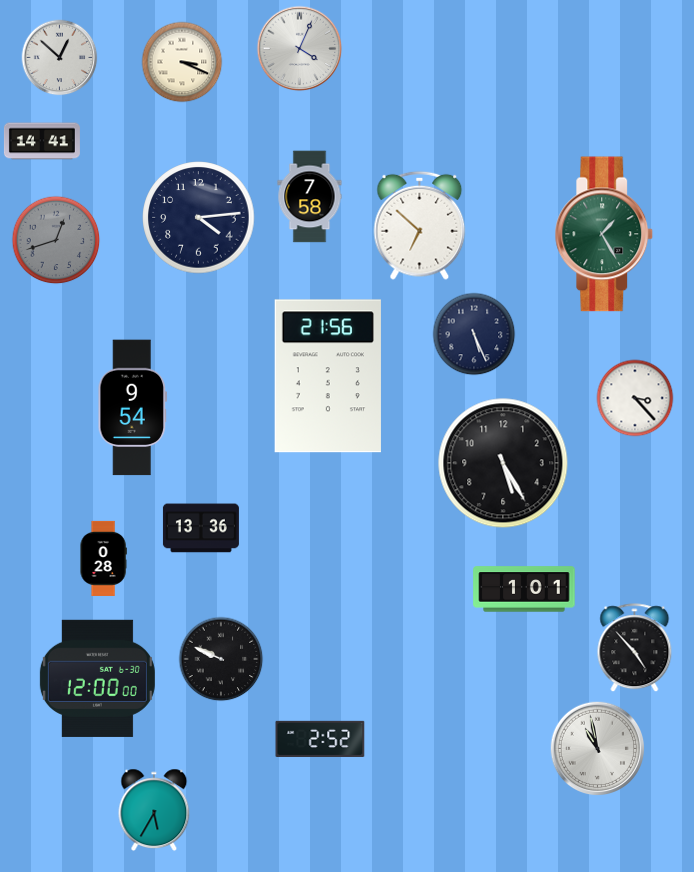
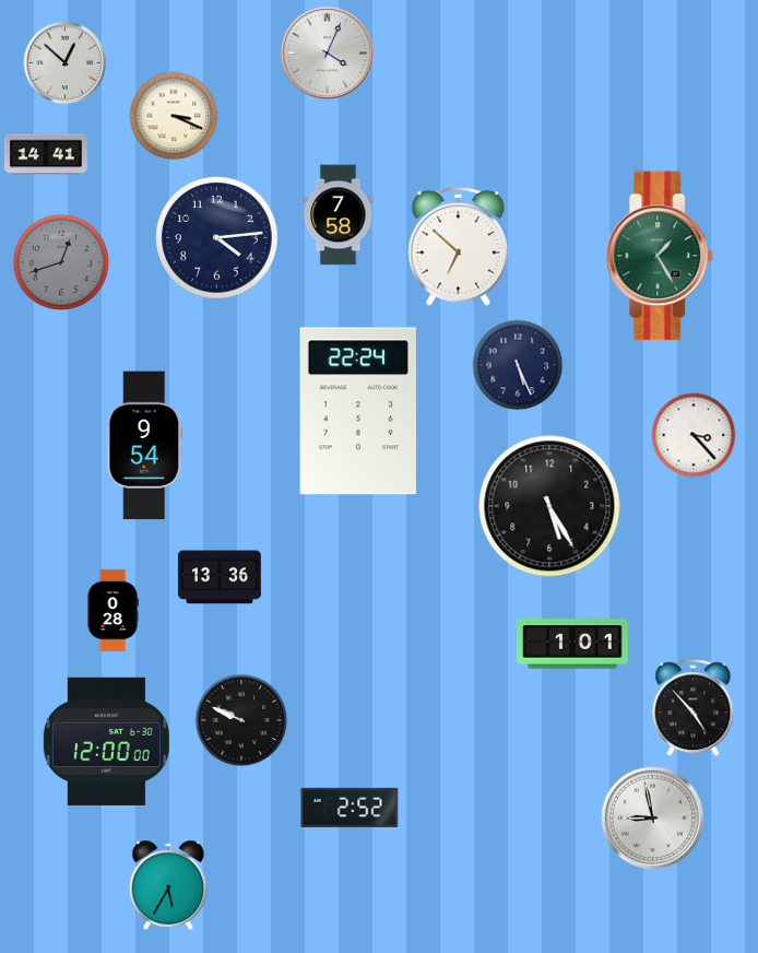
clock at (182, 62) position: (182, 62) -> (174, 116)
clock at (328, 376): 21:56 -> 22:24
clock at (598, 749): 10:58 -> 8:58
